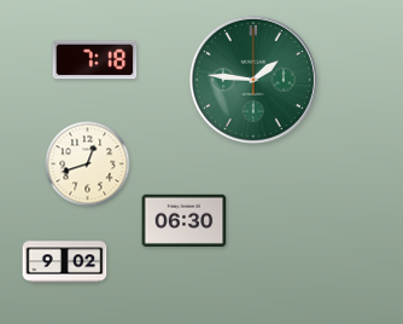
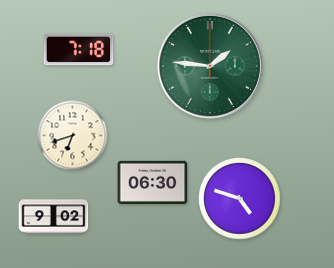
clock at (88, 164): 12:42 -> 6:42
clock at (240, 199): none -> 4:48
